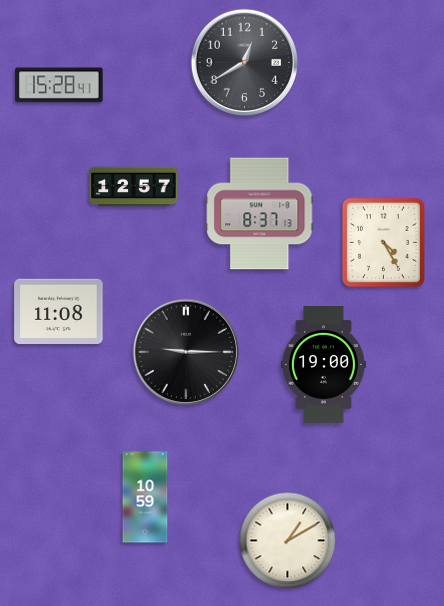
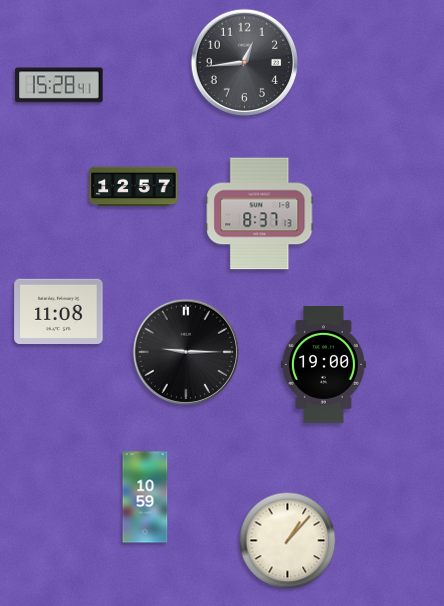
clock at (244, 62): 12:40 -> 12:44
clock at (383, 242): 4:25 -> none
clock at (288, 541): 1:10 -> 1:07
